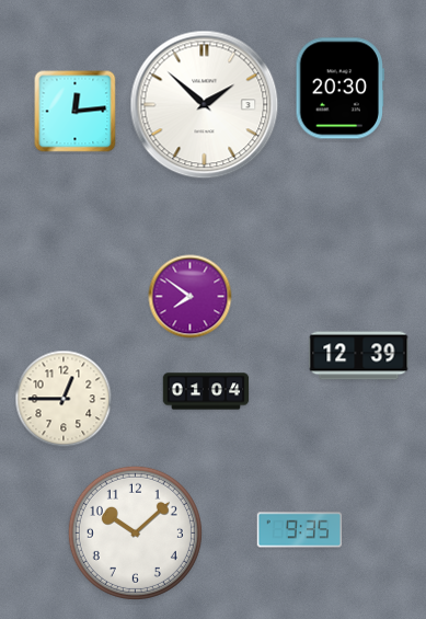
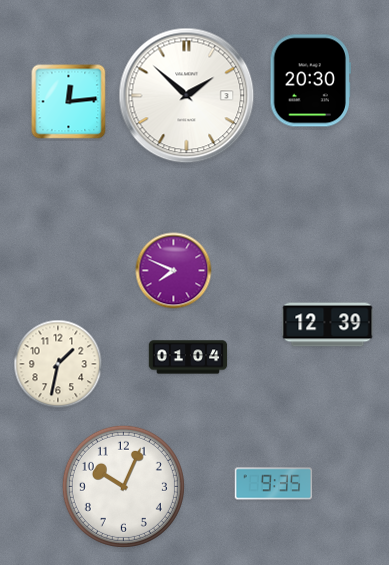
clock at (191, 297): 7:51 -> 7:49
clock at (64, 399): 12:45 -> 1:32
clock at (135, 532): 10:08 -> 10:04
